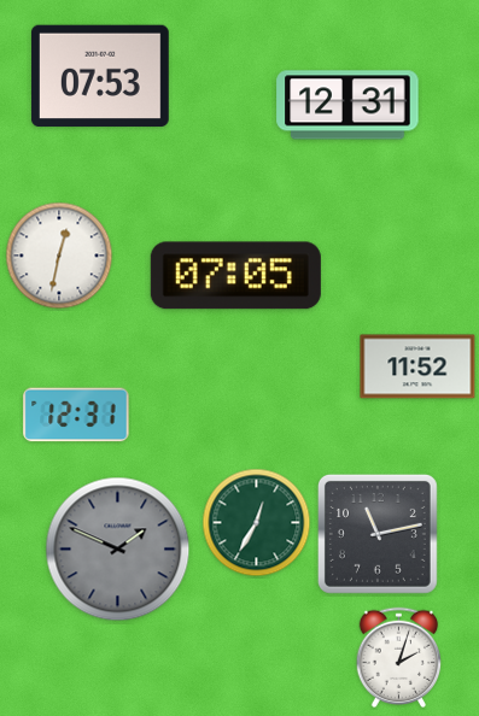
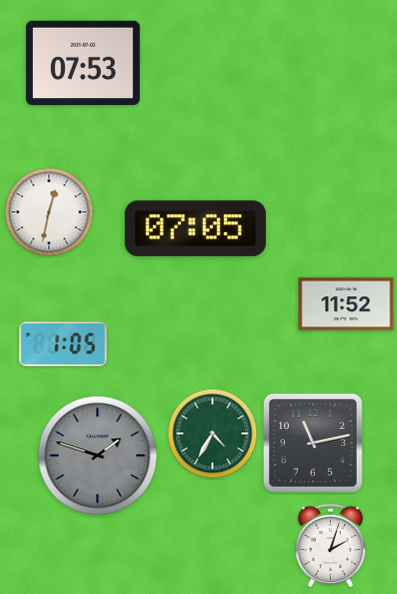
clock at (347, 105): 12:31 -> none
clock at (76, 415): 12:31 -> 1:05
clock at (257, 523): 12:35 -> 4:35
clock at (118, 550): 1:49 -> 1:48
